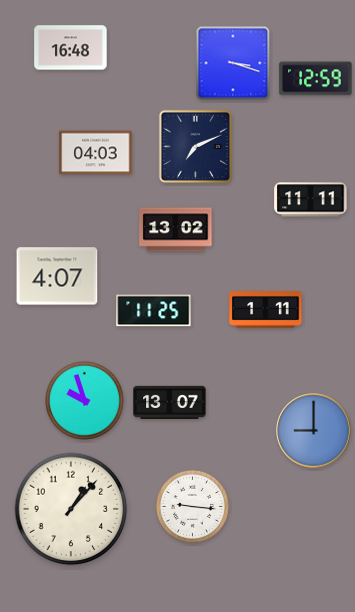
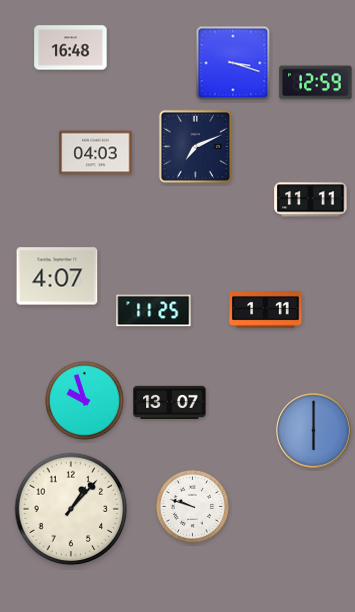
clock at (316, 79) position: (316, 79) -> (316, 83)
clock at (176, 230): 13:02 -> none
clock at (314, 431): 9:00 -> 6:00
clock at (192, 506): 9:16 -> 9:48
